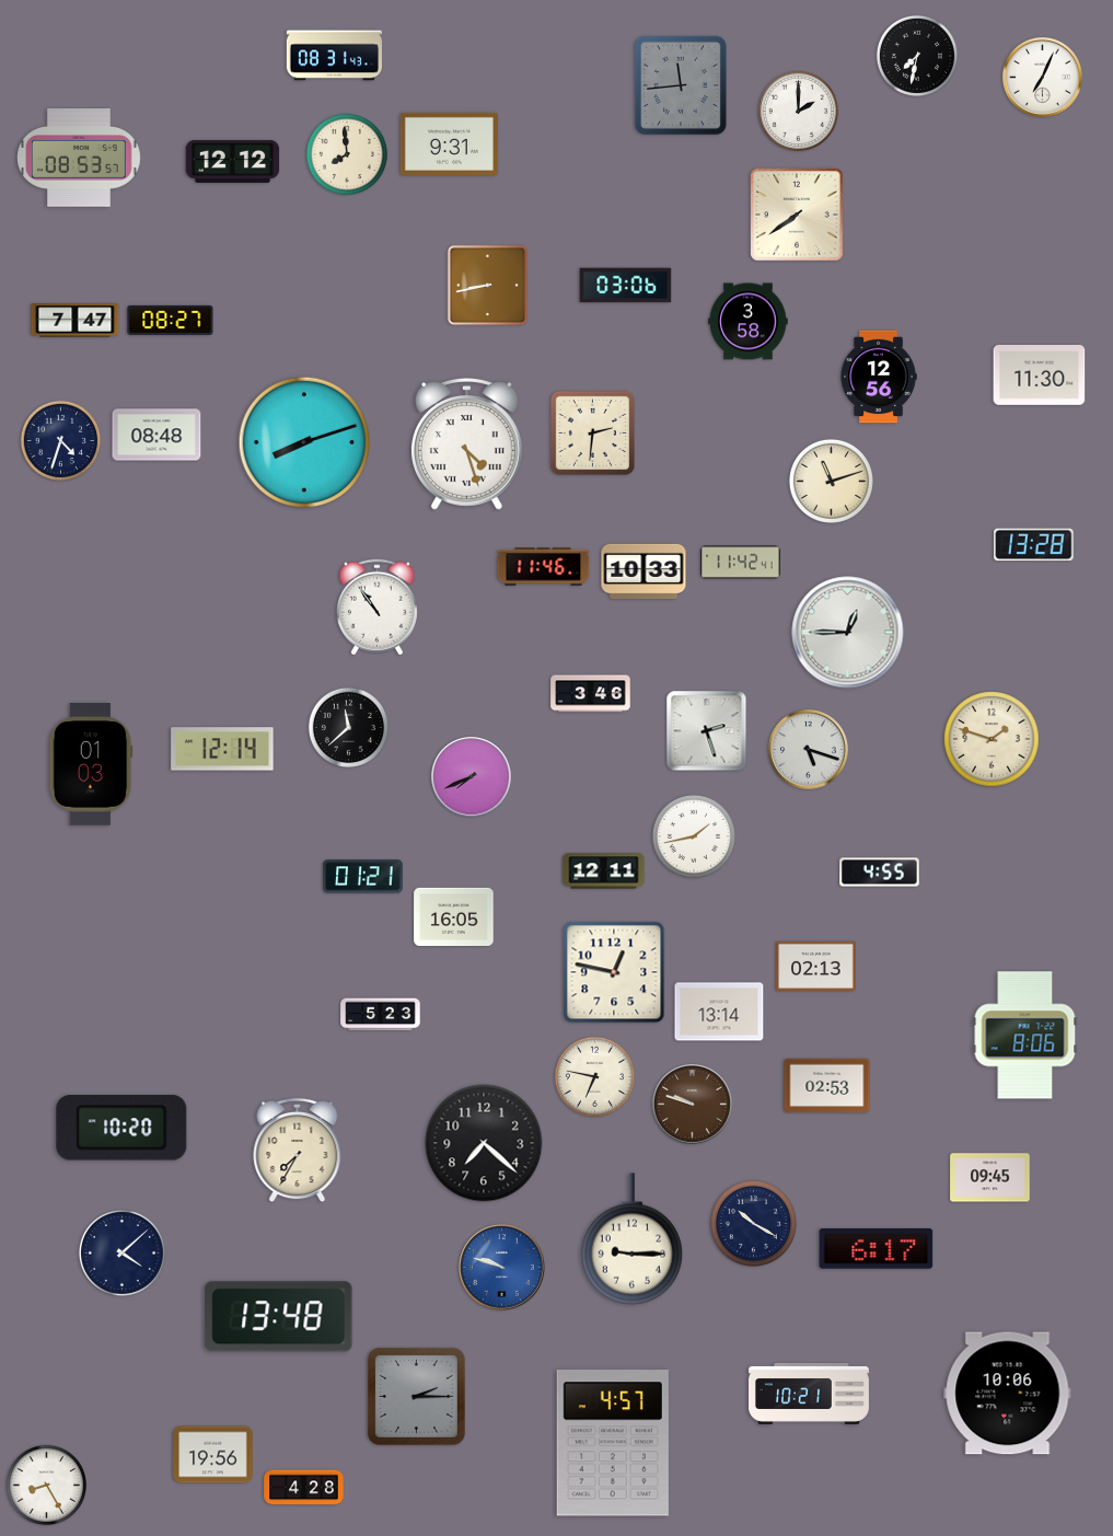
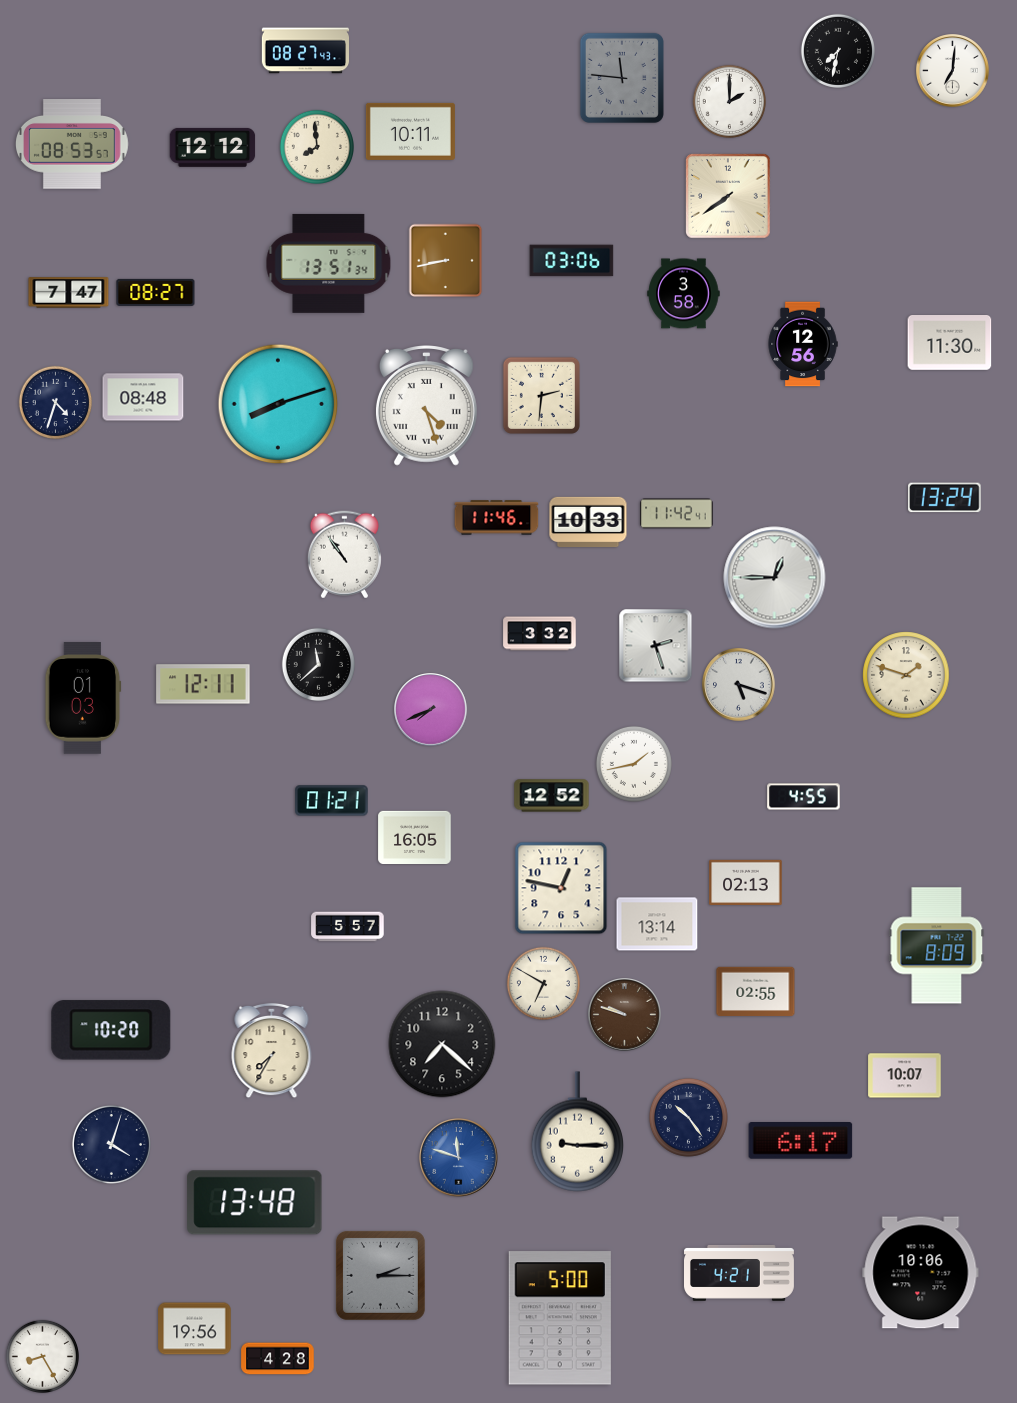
clock at (334, 56): 08:31 -> 08:27
clock at (1043, 78): 7:04 -> 7:01
clock at (681, 85): 11:44 -> 11:46
clock at (449, 143): 9:31 -> 10:11
clock at (346, 153) position: (346, 153) -> (316, 146)
clock at (329, 263): none -> 13:51
clock at (831, 481): 11:12 -> none
clock at (1034, 545): 13:28 -> 13:24
clock at (591, 694): 3:46 -> 3:32
clock at (707, 731) position: (707, 731) -> (656, 646)
clock at (222, 749): 12:14 -> 12:11
clock at (604, 871): 12:11 -> 12:52
clock at (381, 1015): 5:23 -> 5:57
clock at (1025, 1036): 8:06 -> 8:09
clock at (594, 1076): 6:47 -> 6:50
clock at (827, 1086): 02:53 -> 02:55
clock at (693, 1105) position: (693, 1105) -> (625, 1015)
clock at (990, 1178): 09:45 -> 10:07
clock at (753, 1223): 10:20 -> 10:24
clock at (121, 1252): 4:08 -> 4:03
clock at (502, 1268): 9:48 -> 11:48
clock at (810, 1394): 10:21 -> 4:21
clock at (613, 1443): 4:57 -> 5:00
